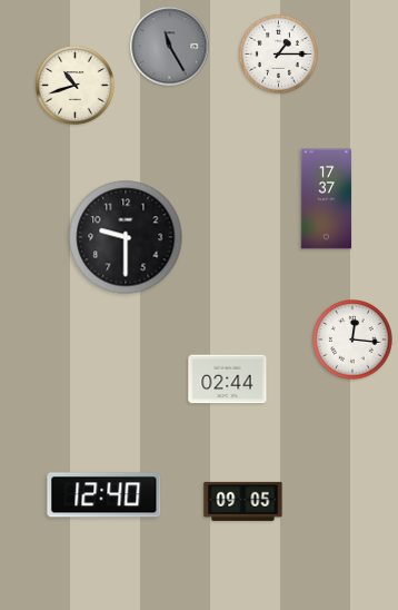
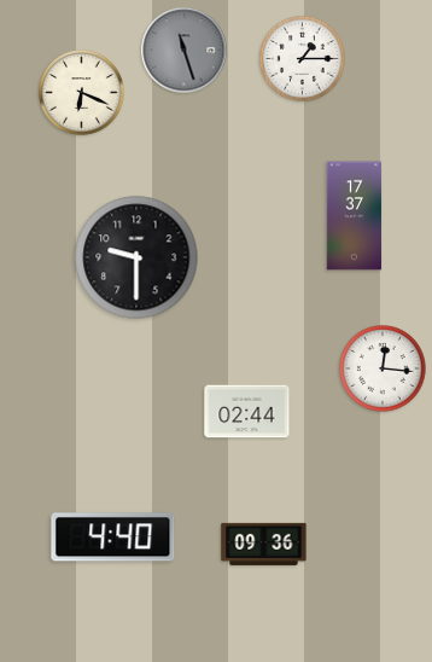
clock at (170, 47): 11:25 -> 11:27
clock at (76, 86): 10:42 -> 6:19
clock at (105, 495): 12:40 -> 4:40
clock at (243, 501): 09:05 -> 09:36
